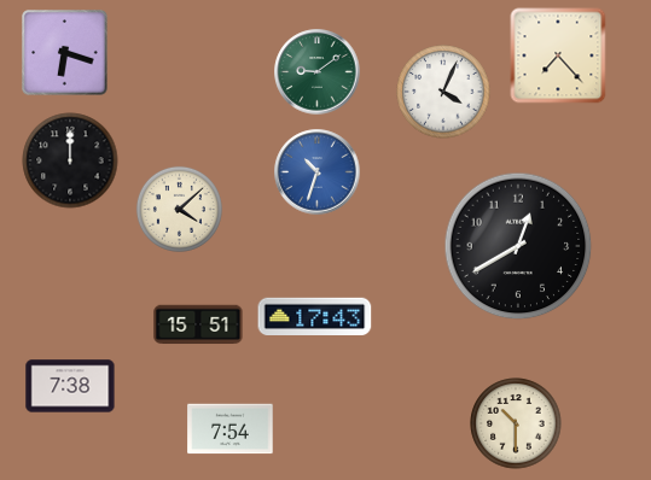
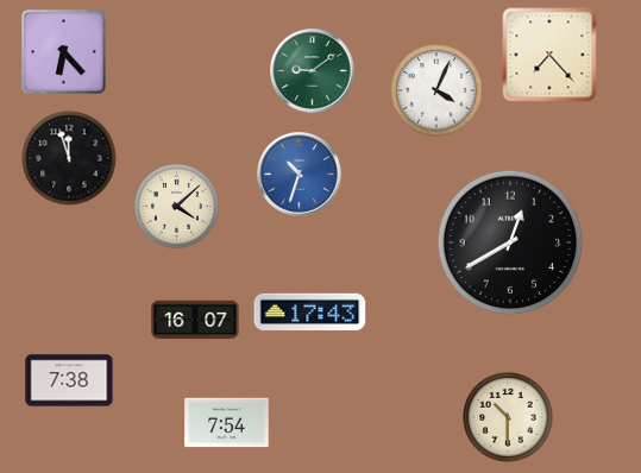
clock at (65, 53): 6:18 -> 6:23
clock at (70, 160): 12:00 -> 11:57
clock at (318, 172) position: (318, 172) -> (300, 175)
clock at (198, 324): 15:51 -> 16:07
